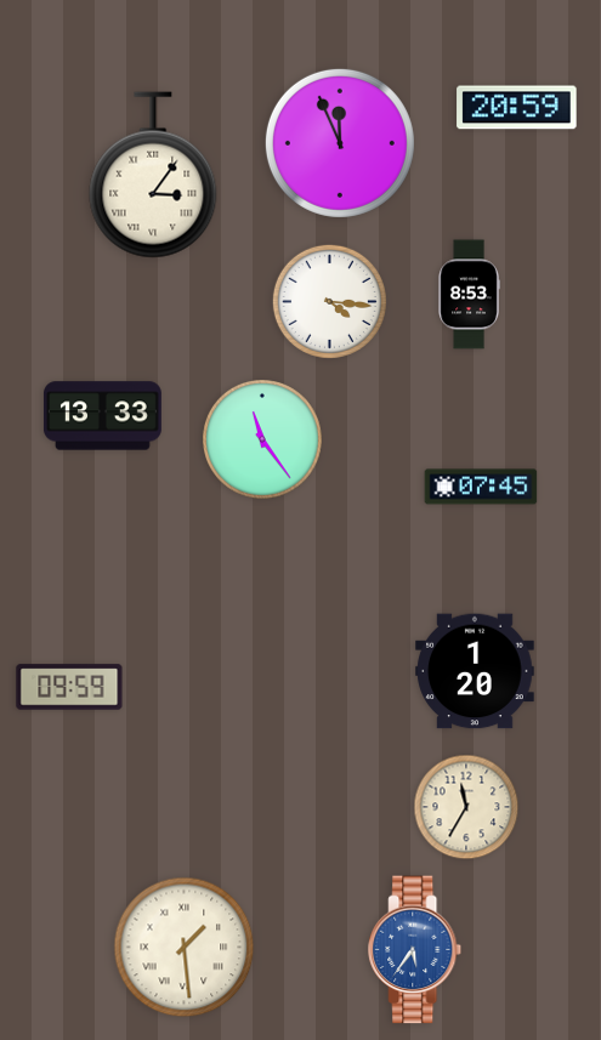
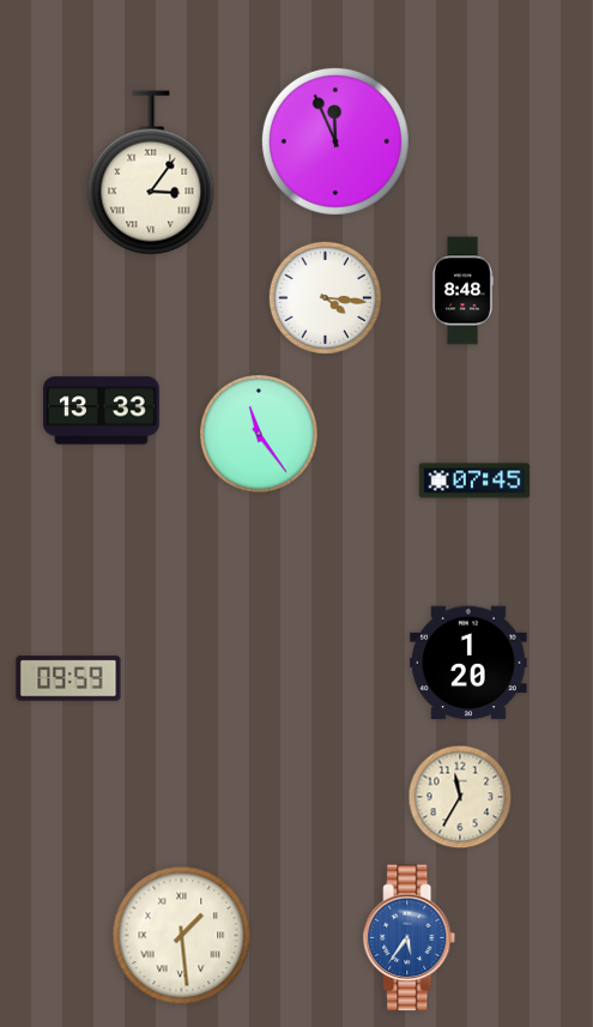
clock at (517, 108): 20:59 -> none
clock at (469, 295): 8:53 -> 8:48
